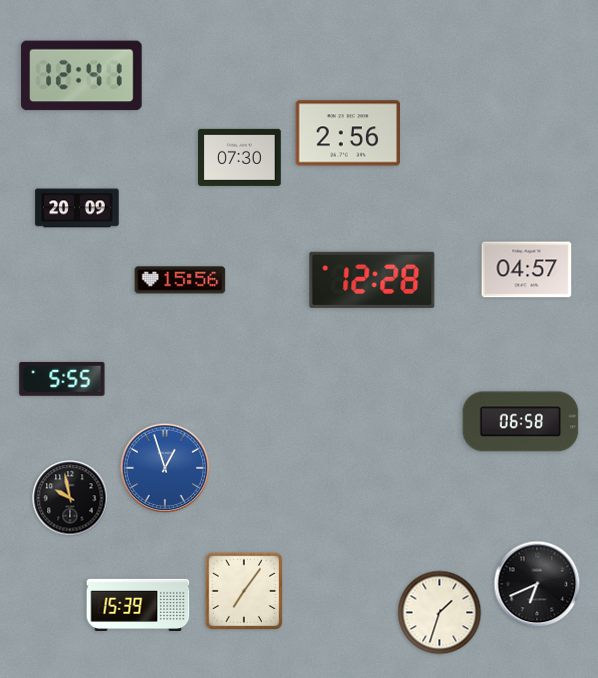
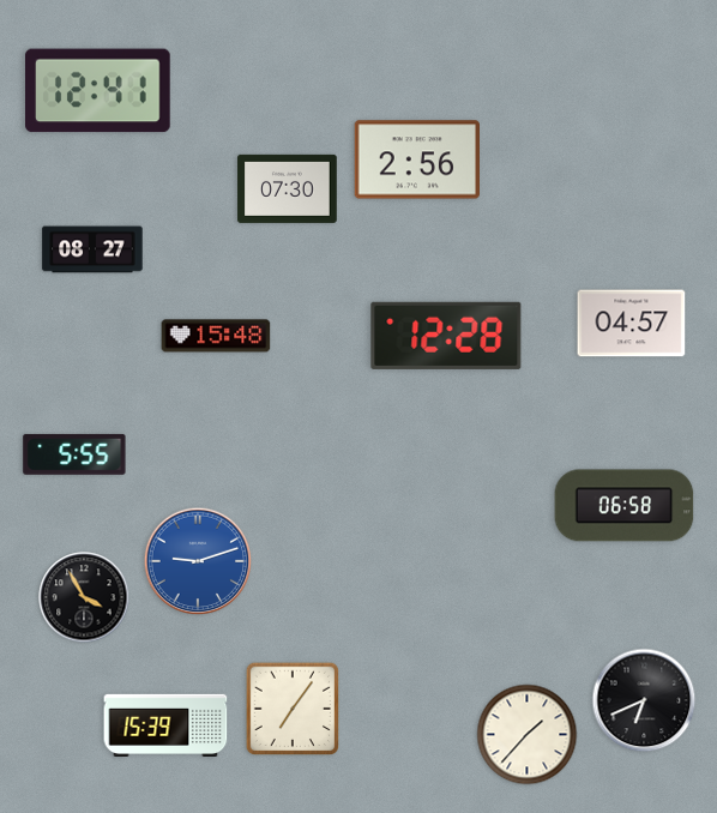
clock at (77, 208): 20:09 -> 08:27
clock at (180, 280): 15:56 -> 15:48
clock at (165, 468): 12:57 -> 9:12
clock at (70, 498): 9:58 -> 3:55
clock at (440, 613): 1:33 -> 1:37
